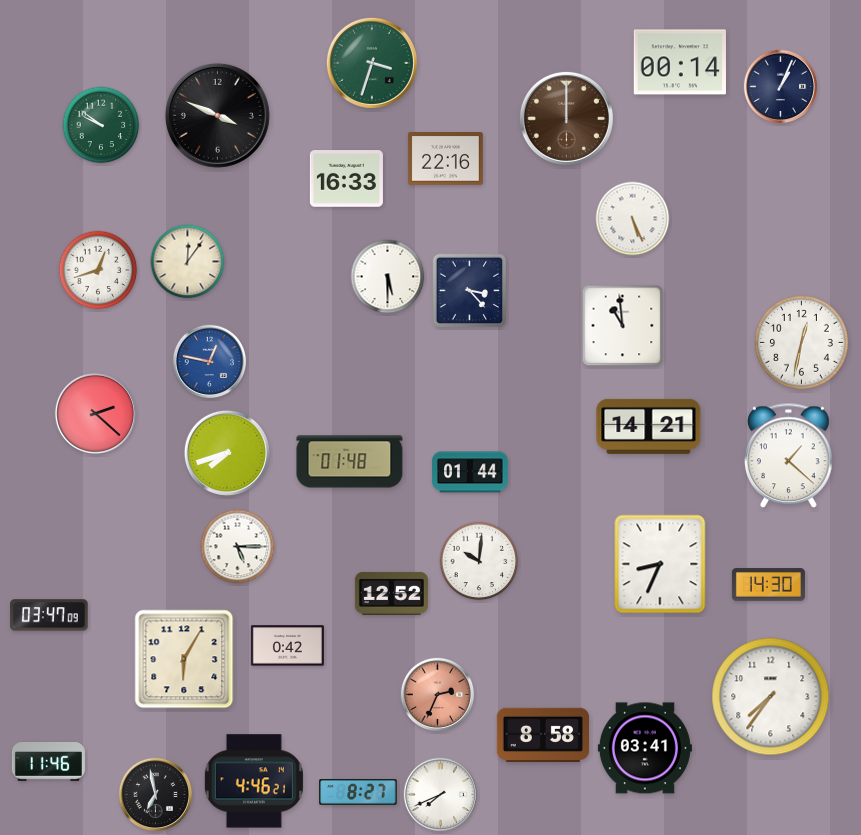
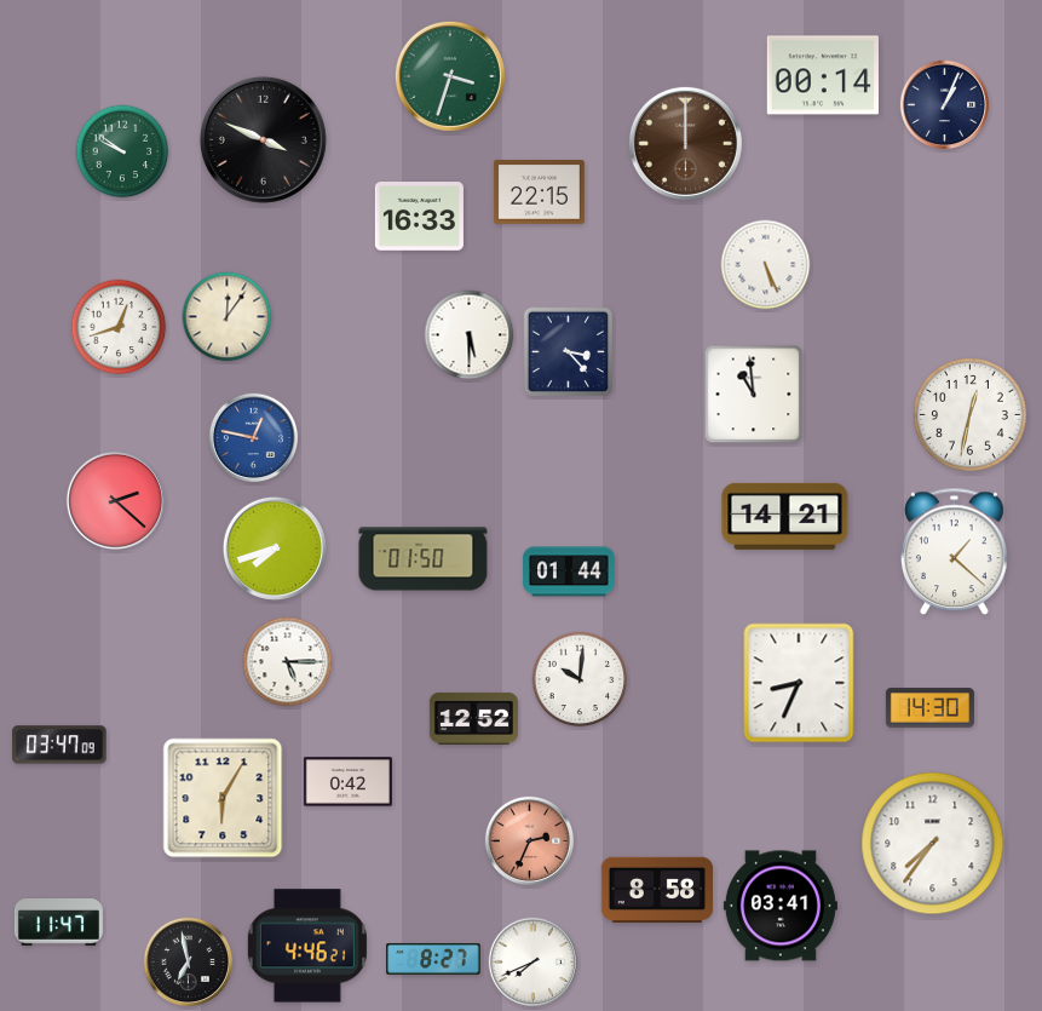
clock at (445, 159): 22:16 -> 22:15
clock at (350, 462): 01:48 -> 01:50
clock at (48, 762): 11:46 -> 11:47
